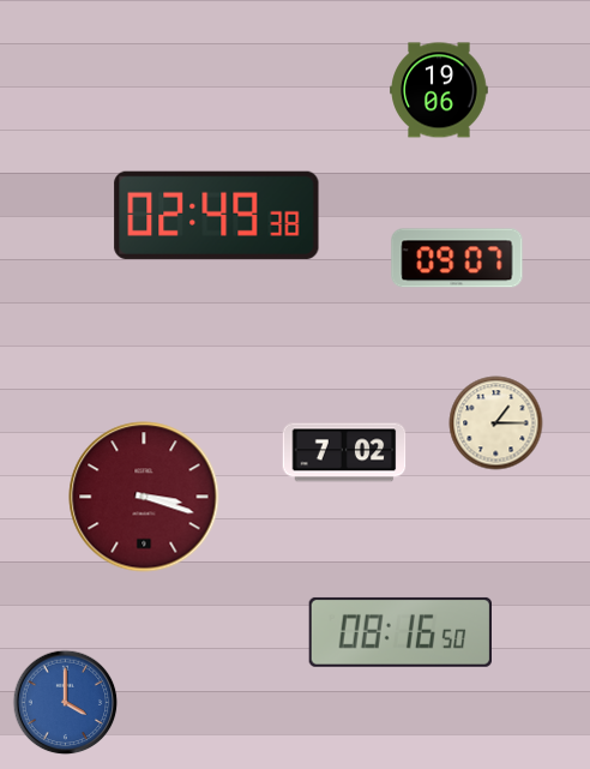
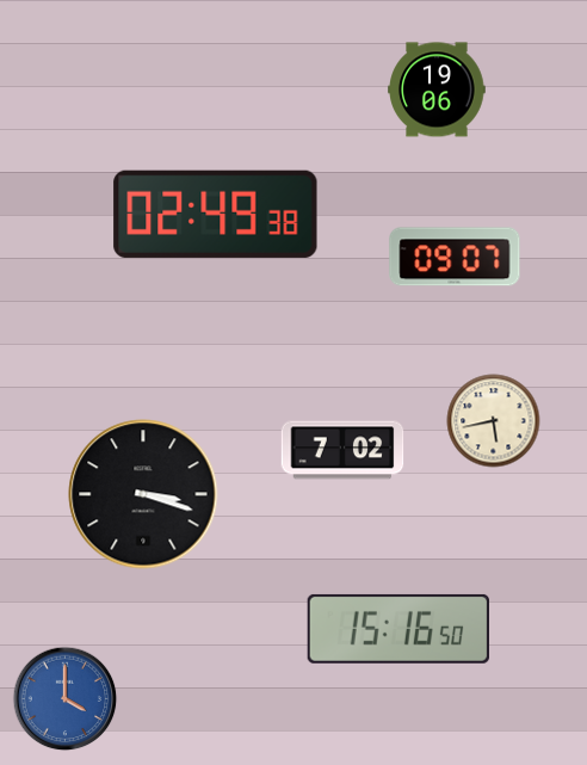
clock at (496, 423): 1:15 -> 5:43
clock at (144, 497) dial: burgundy -> black
clock at (399, 632): 08:16 -> 15:16
